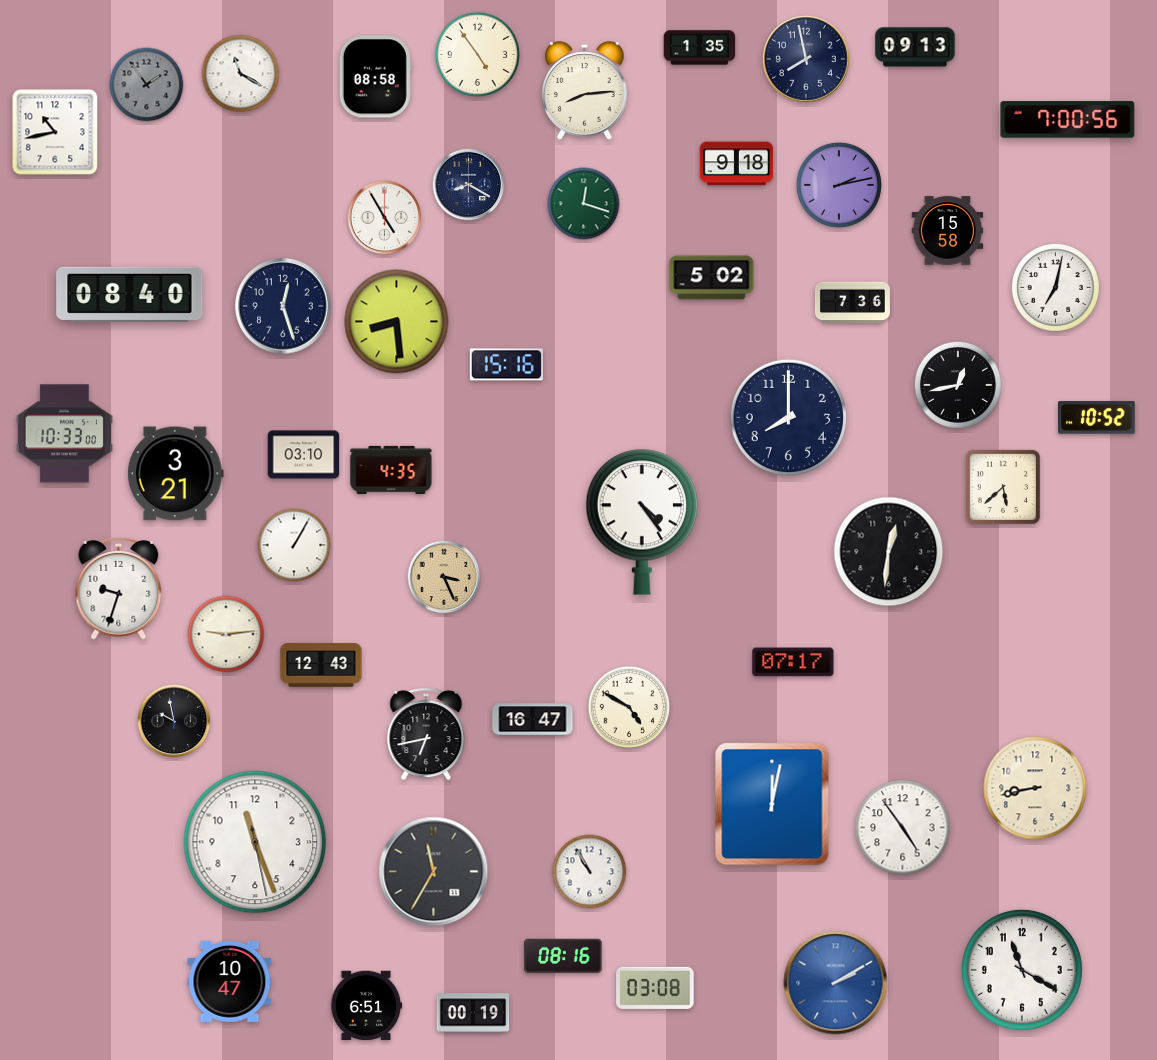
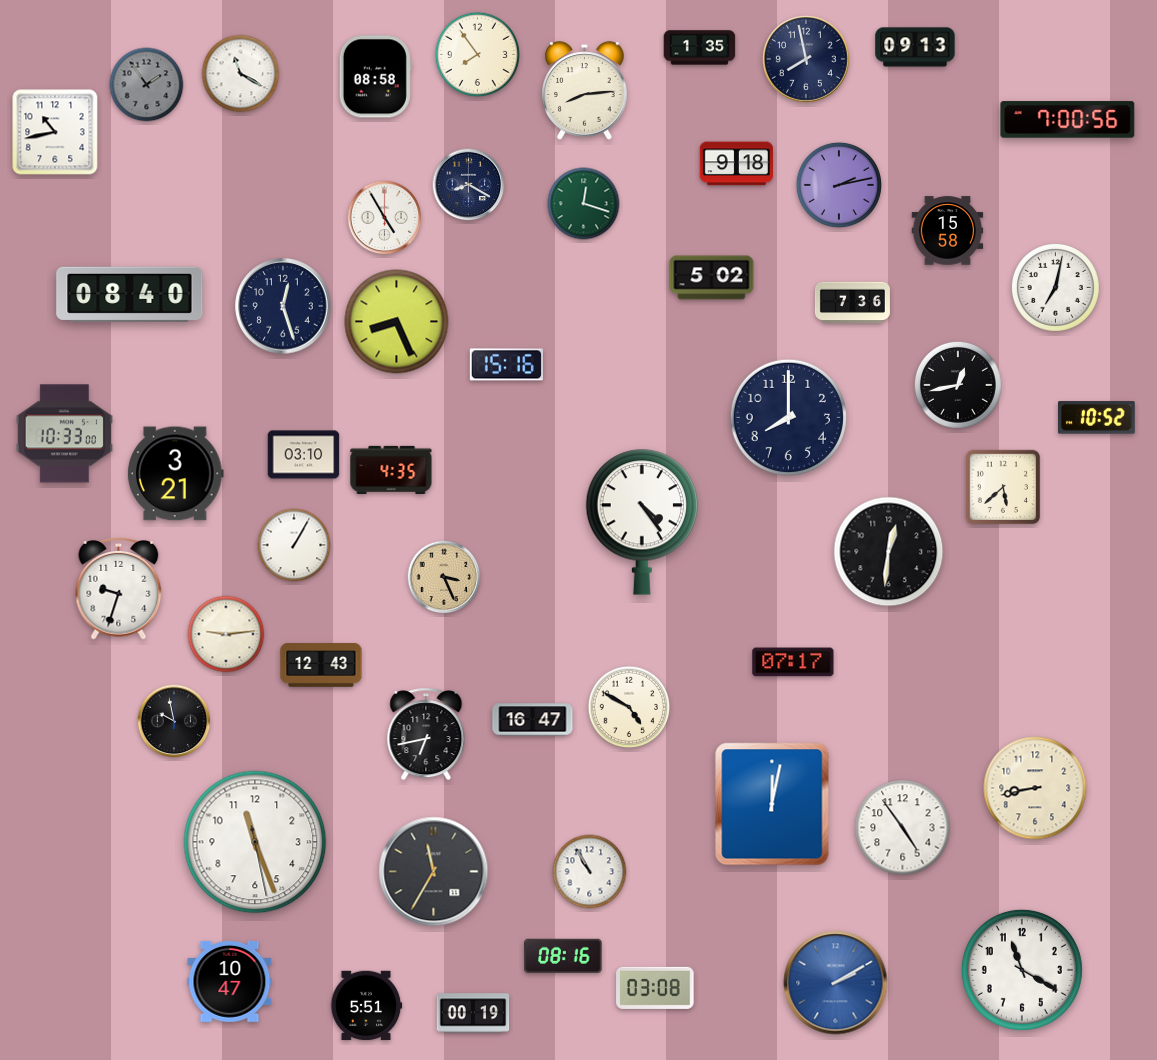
clock at (477, 54): 4:54 -> 7:54
clock at (397, 322): 8:29 -> 8:26
clock at (366, 1006): 6:51 -> 5:51
